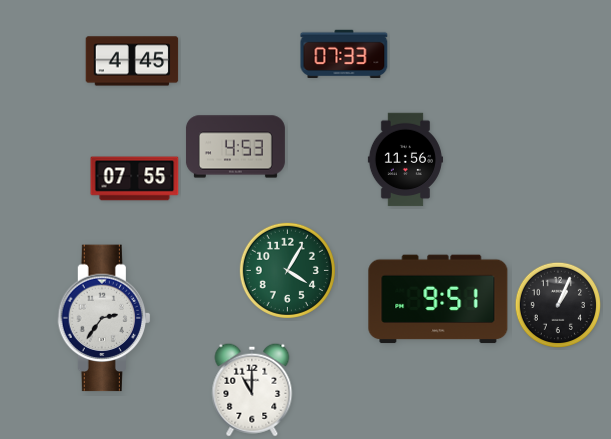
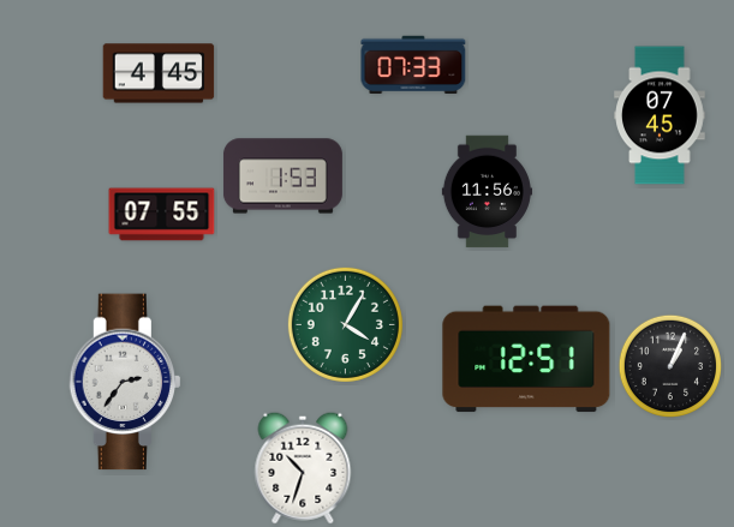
clock at (660, 115): none -> 07:45
clock at (235, 147): 4:53 -> 1:53
clock at (438, 299): 9:51 -> 12:51
clock at (252, 390): 11:00 -> 10:33
